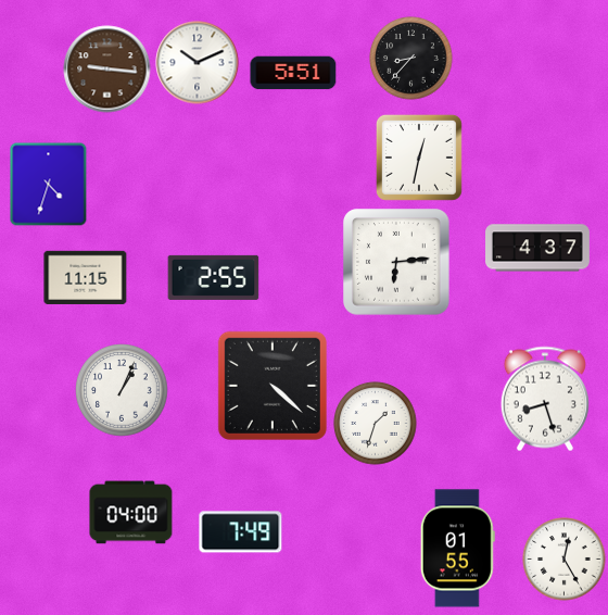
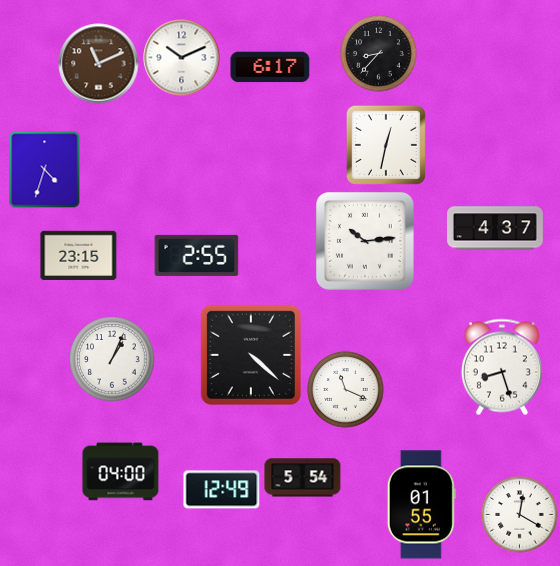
clock at (107, 70): 9:16 -> 11:11
clock at (293, 73): 5:51 -> 6:17
clock at (397, 263): 6:14 -> 10:14
clock at (86, 277): 11:15 -> 23:15
clock at (376, 424): 1:33 -> 11:19
clock at (303, 478): none -> 5:54
clock at (241, 532): 7:49 -> 12:49
clock at (565, 560): 12:25 -> 12:20
